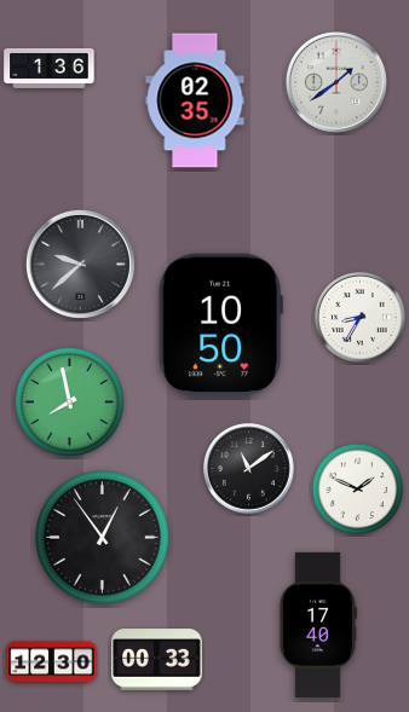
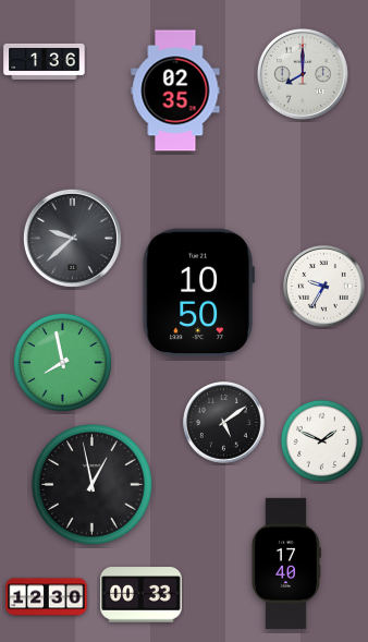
clock at (336, 82): 1:39 -> 8:00
clock at (361, 318): 8:35 -> 9:35
clock at (249, 469): 11:09 -> 5:09
clock at (103, 538): 12:54 -> 12:58
